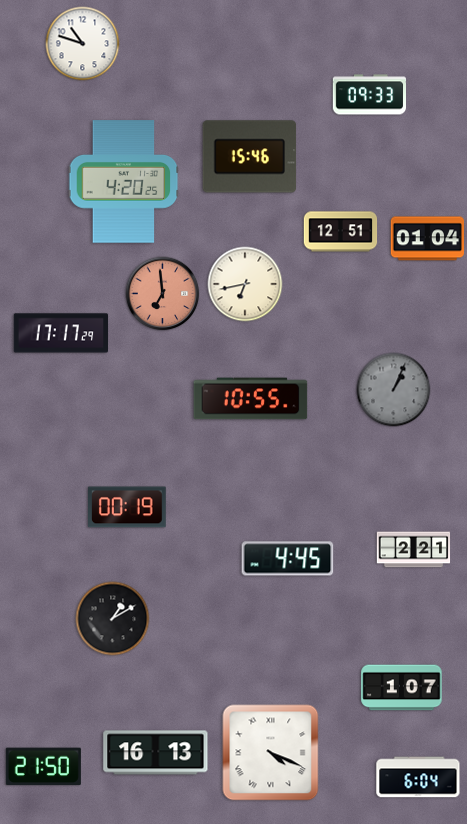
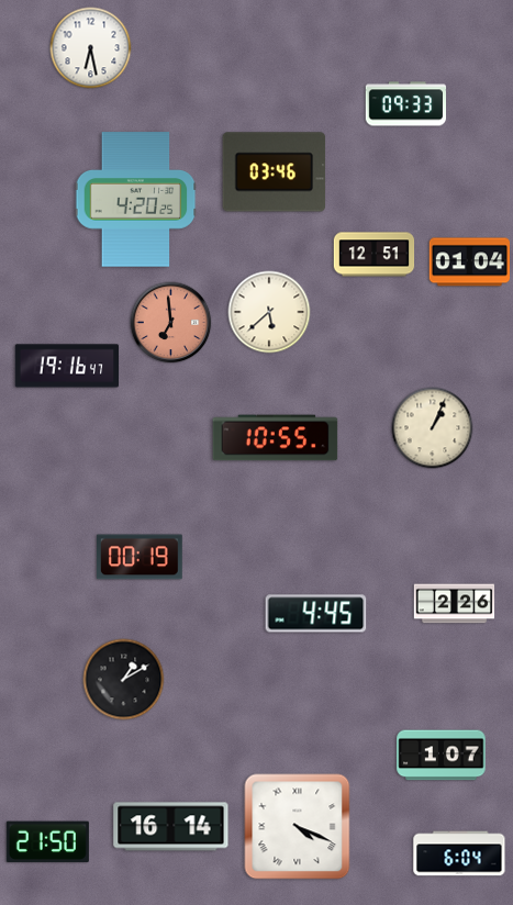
clock at (83, 44): 10:48 -> 6:28
clock at (250, 157): 15:46 -> 03:46
clock at (245, 284): 6:43 -> 5:38
clock at (163, 294) position: (163, 294) -> (171, 323)
clock at (61, 333): 17:17 -> 19:16
clock at (394, 390) dial: grey -> cream
clock at (414, 550): 2:21 -> 2:26
clock at (156, 753): 16:13 -> 16:14
